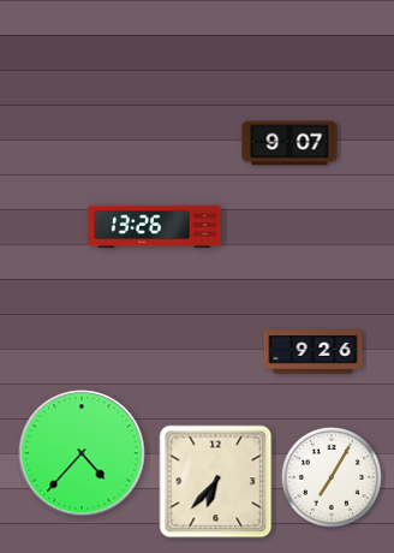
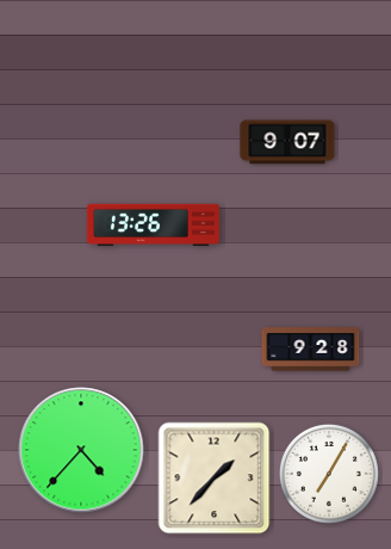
clock at (314, 352): 9:26 -> 9:28
clock at (216, 482): 6:37 -> 1:37
